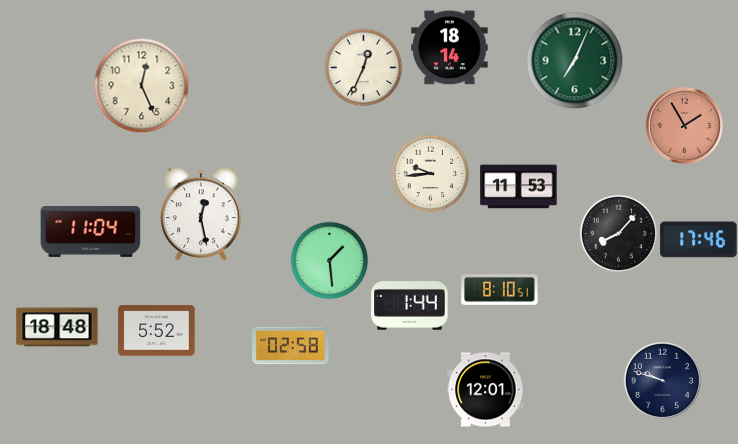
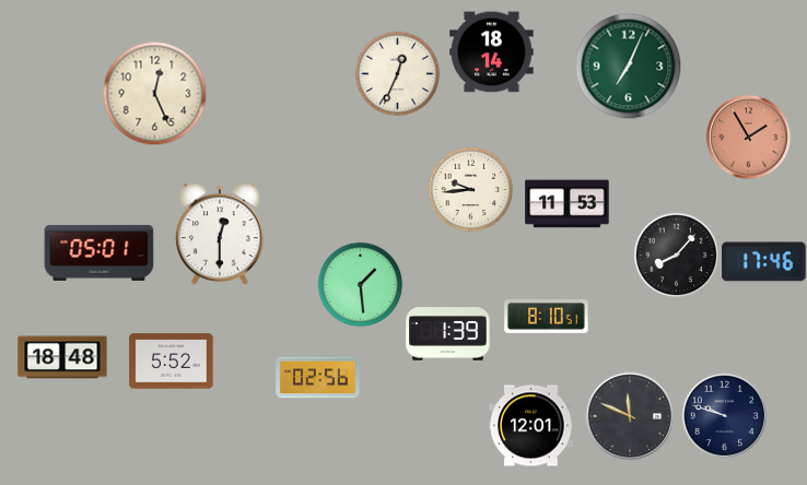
clock at (202, 214): 12:28 -> 12:30
clock at (91, 231): 11:04 -> 05:01
clock at (410, 306): 1:44 -> 1:39
clock at (291, 346): 02:58 -> 02:56
clock at (630, 416): none -> 11:49
